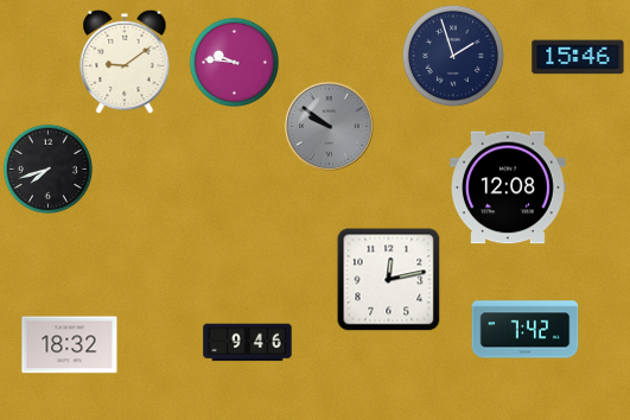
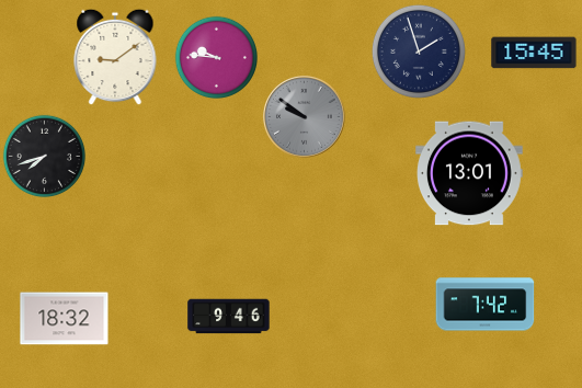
clock at (578, 57): 15:46 -> 15:45
clock at (509, 187): 12:08 -> 13:01
clock at (389, 280): 12:13 -> none
